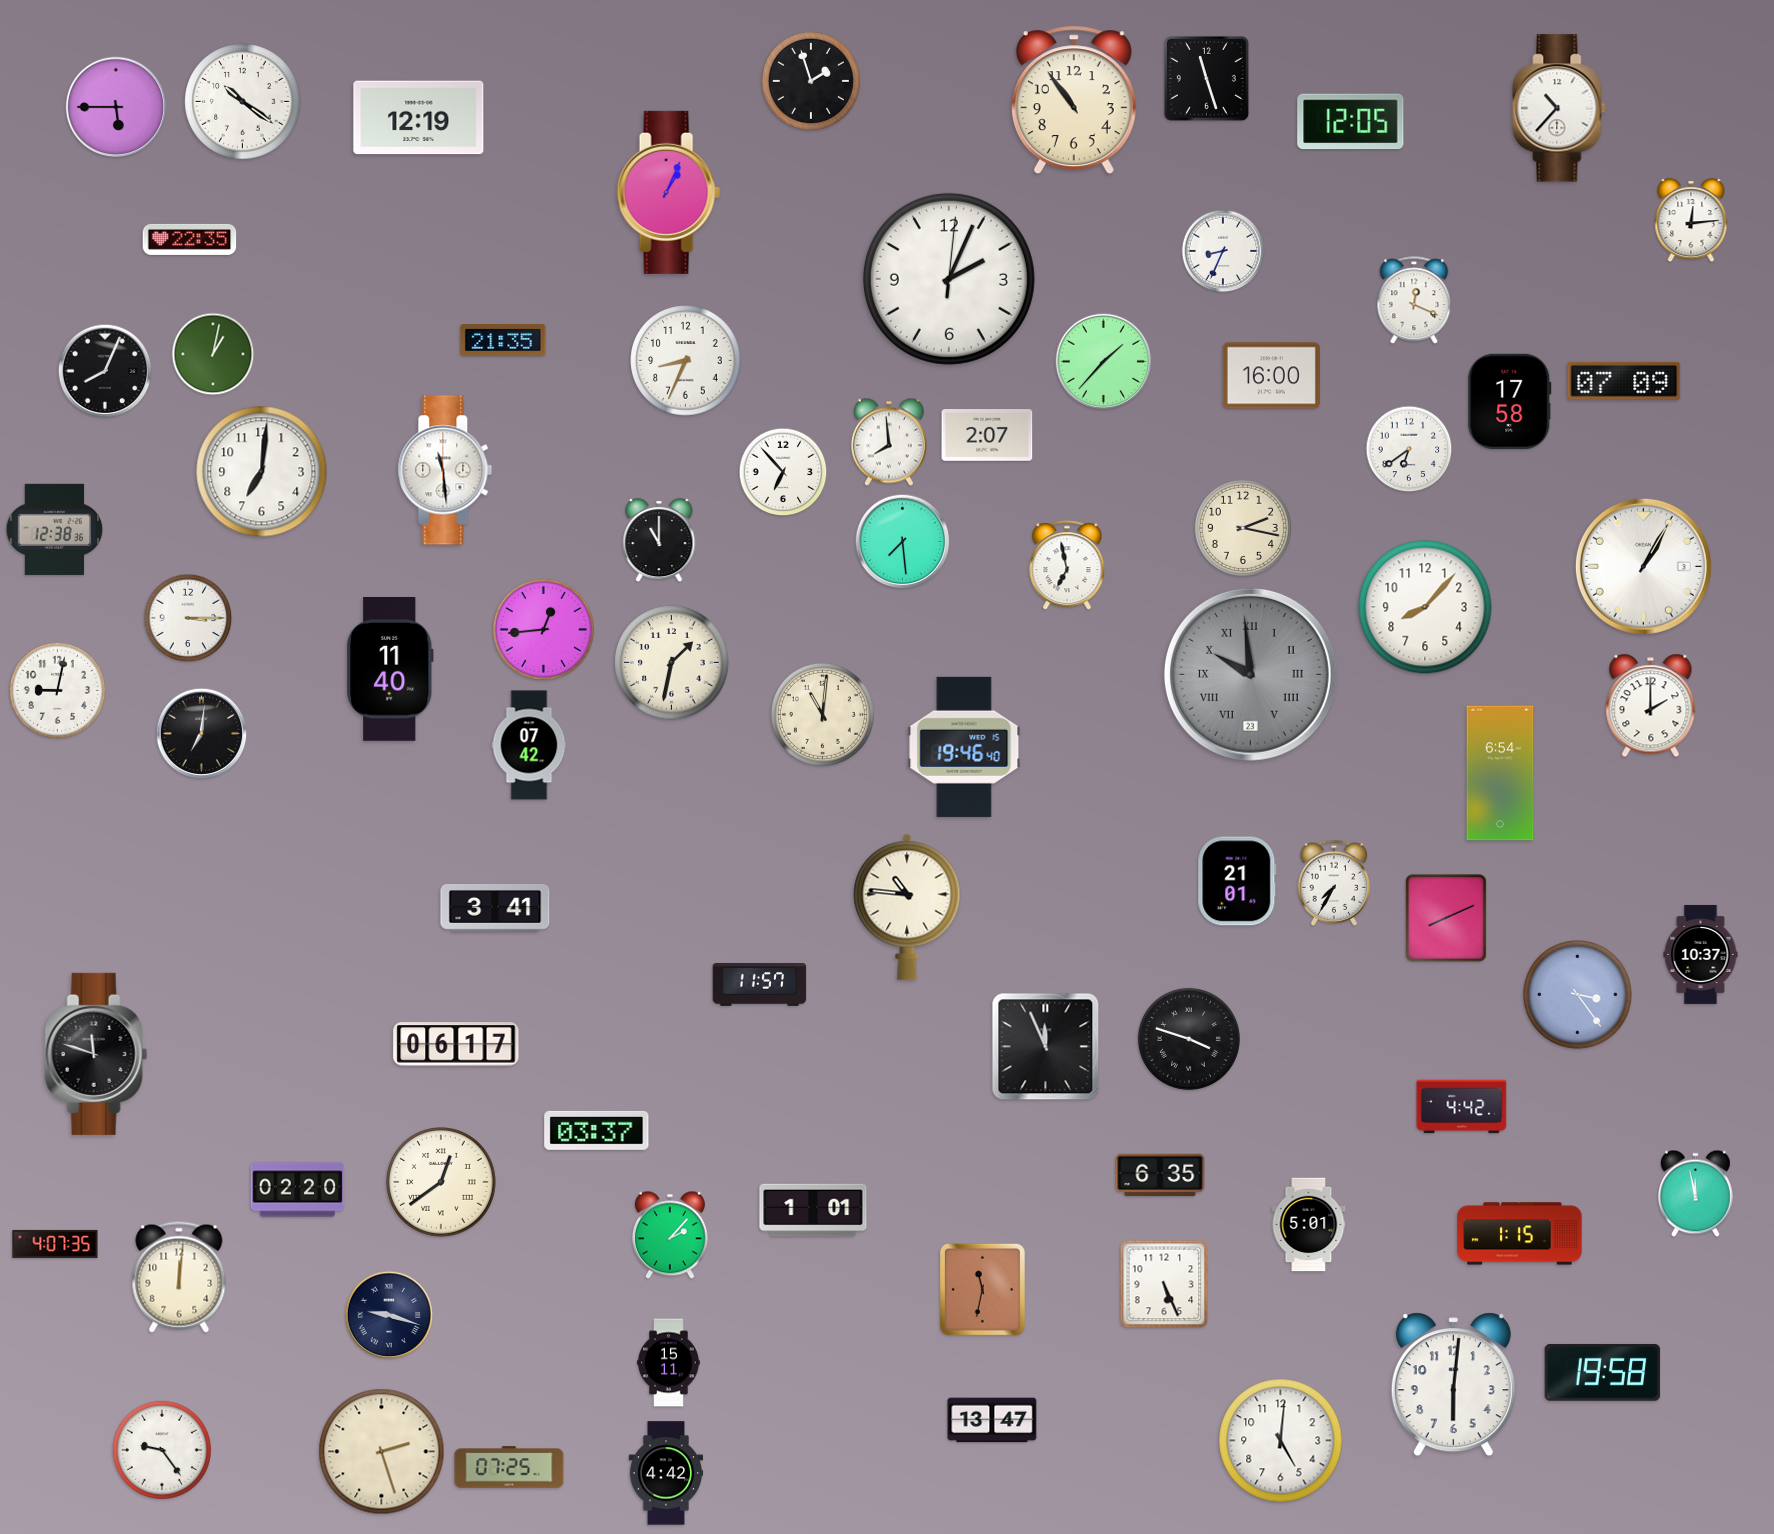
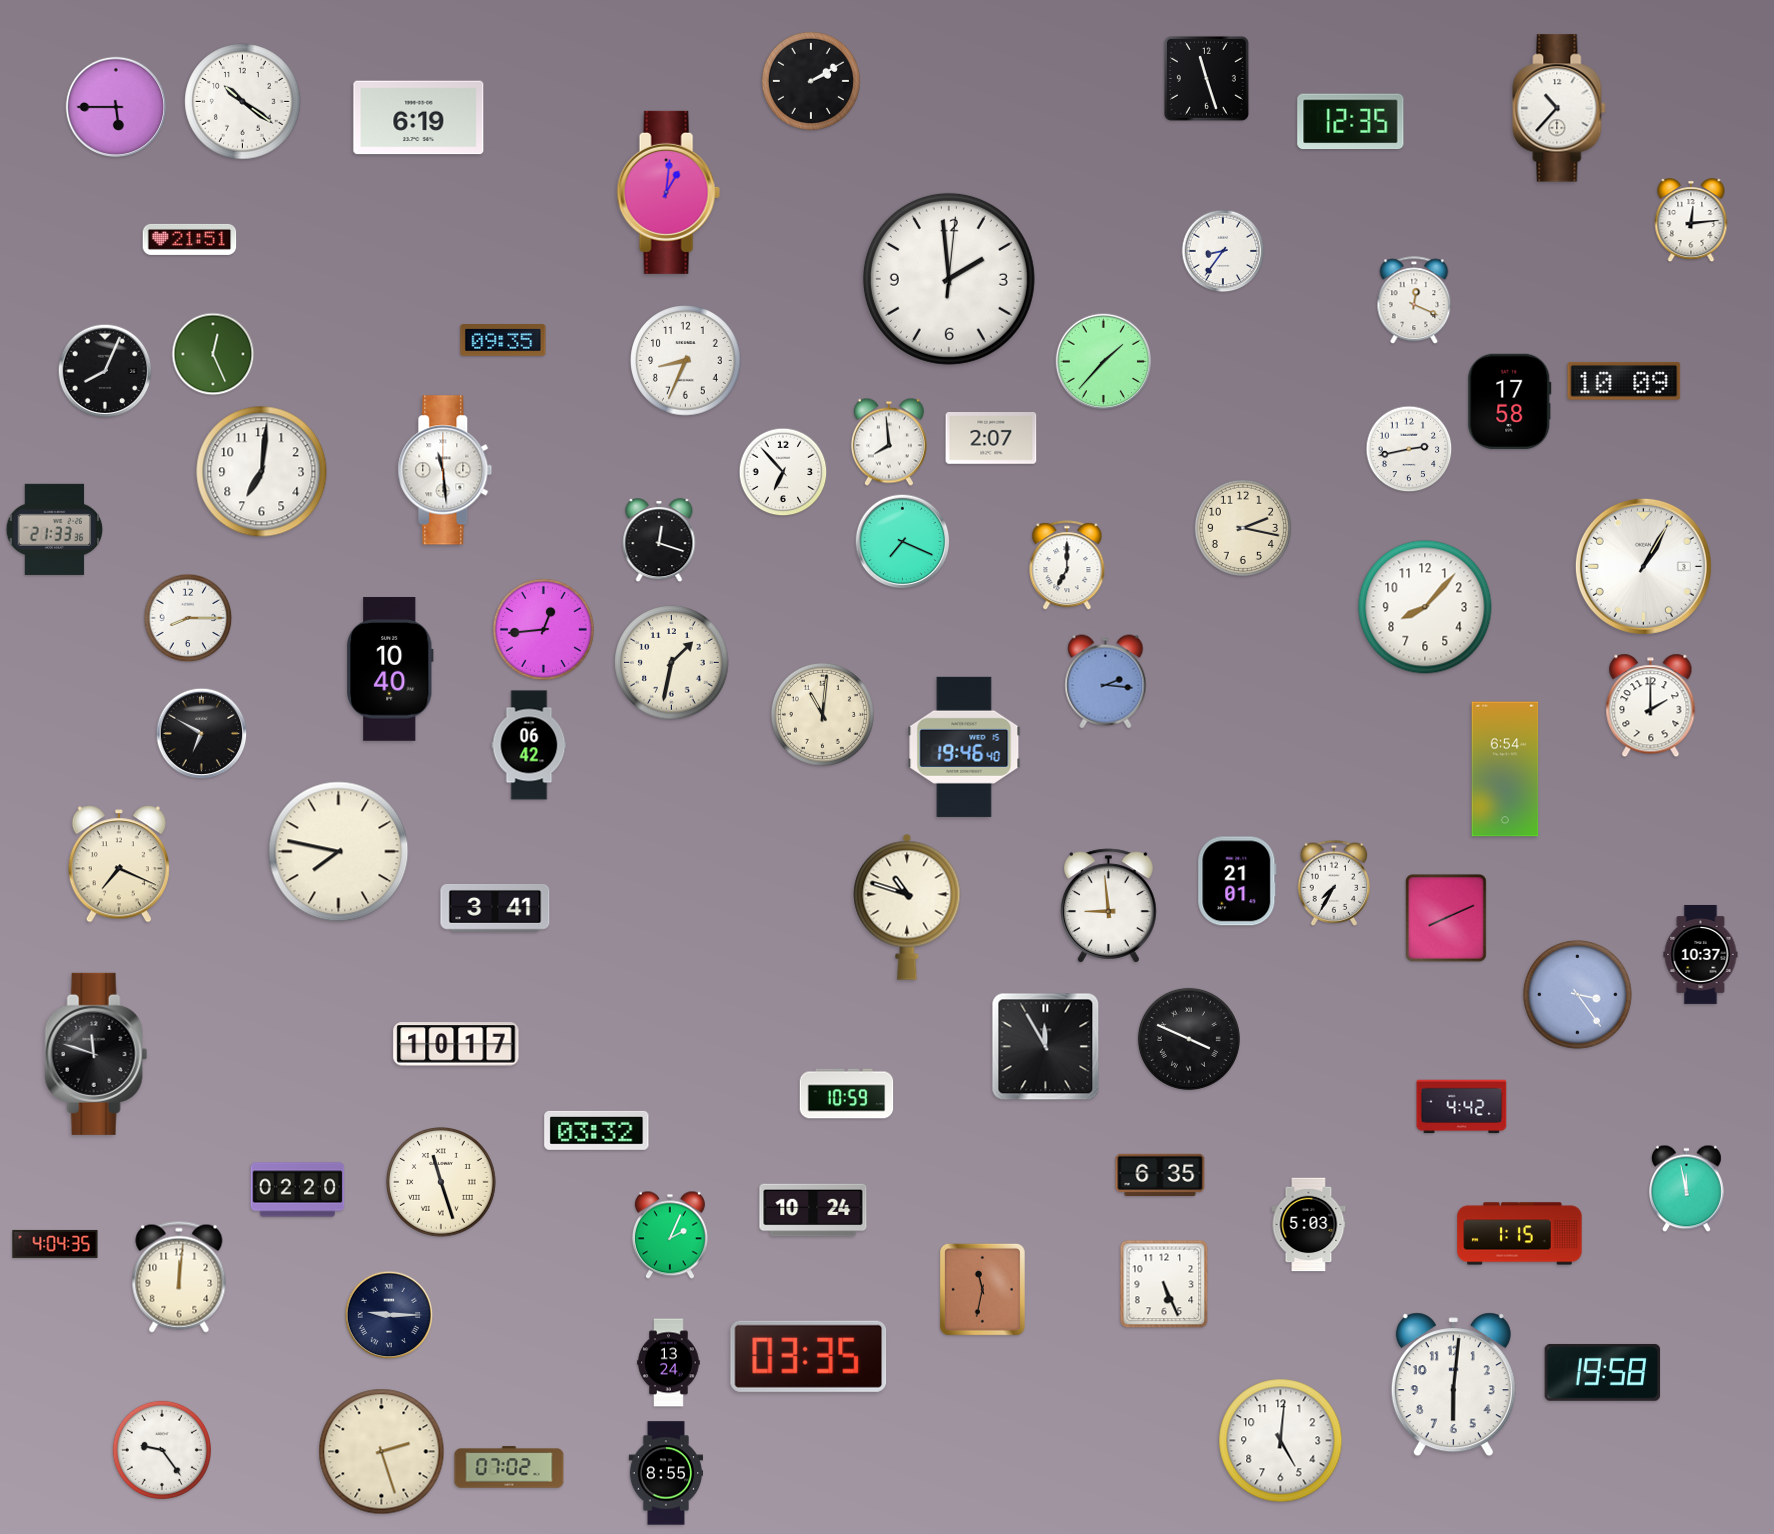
clock at (811, 81): 1:57 -> 2:10
clock at (1074, 100): 10:54 -> none
clock at (419, 118): 12:19 -> 6:19
clock at (1351, 122): 12:05 -> 12:35
clock at (668, 192): 1:04 -> 1:01
clock at (190, 239): 22:35 -> 21:51
clock at (1223, 251): 8:34 -> 8:36
clock at (949, 279): 2:04 -> 1:59
clock at (503, 340): 21:35 -> 09:35
clock at (213, 354): 1:02 -> 12:26
clock at (1271, 376): 16:00 -> none
clock at (1624, 381): 07:09 -> 10:09
clock at (987, 436) position: (987, 436) -> (991, 439)
clock at (1409, 449): 6:39 -> 2:43
clock at (55, 529): 12:38 -> 21:33
clock at (659, 541): 11:00 -> 12:18
clock at (903, 542): 7:29 -> 7:19
clock at (1067, 566): 6:58 -> 7:00
clock at (188, 618): 3:15 -> 8:15
clock at (391, 670): 11:40 -> 10:40
clock at (1250, 674): 9:59 -> none
clock at (1106, 682): none -> 2:16
clock at (57, 690): 9:02 -> none
clock at (202, 734): 7:01 -> 6:50
clock at (529, 745): 07:42 -> 06:42
clock at (1500, 773) position: (1500, 773) -> (1505, 769)
clock at (339, 852): none -> 7:47
clock at (119, 864): none -> 7:19
clock at (1109, 906): none -> 8:59
clock at (907, 907): 10:46 -> 10:48
clock at (760, 985): 11:57 -> none
clock at (1189, 1039): 3:48 -> 3:49
clock at (456, 1044): 06:17 -> 10:17
clock at (1046, 1047): 11:56 -> 11:55
clock at (847, 1094): none -> 10:59
clock at (597, 1130): 03:37 -> 03:32
clock at (442, 1183): 12:39 -> 11:27
clock at (1696, 1194) position: (1696, 1194) -> (1687, 1189)
clock at (813, 1210): 1:01 -> 10:24
clock at (1309, 1225): 5:01 -> 5:03
clock at (670, 1235): 2:07 -> 2:04
clock at (55, 1244): 4:07 -> 4:04
clock at (389, 1315): 9:18 -> 9:15
clock at (809, 1356): none -> 03:35
clock at (669, 1363): 15:11 -> 13:24
clock at (992, 1420): 13:47 -> none
clock at (509, 1467): 07:25 -> 07:02
clock at (665, 1473): 4:42 -> 8:55
